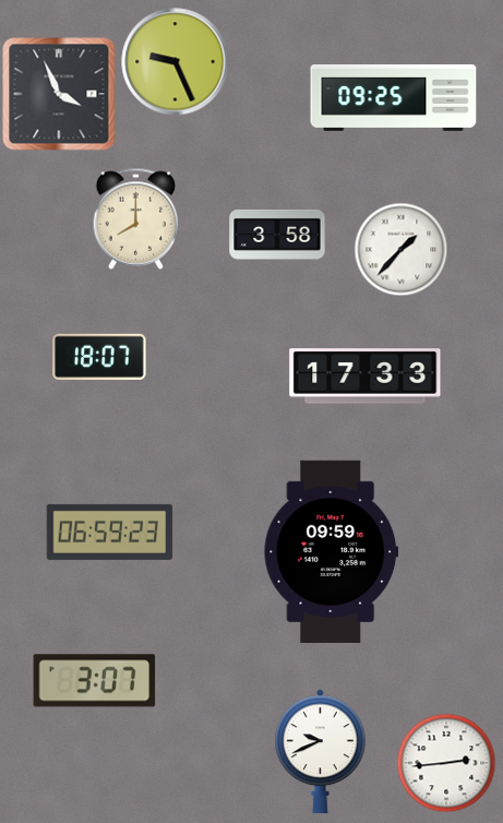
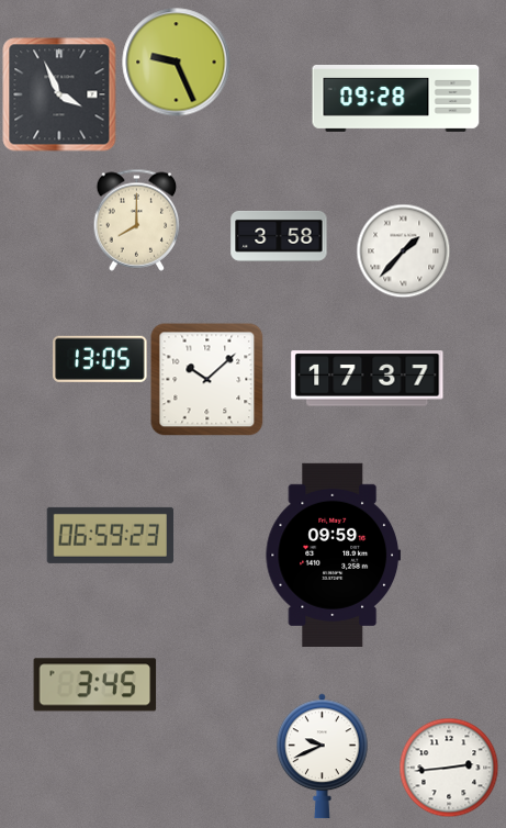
clock at (394, 98): 09:25 -> 09:28
clock at (99, 357): 18:07 -> 13:05
clock at (206, 379): none -> 10:08
clock at (366, 377): 17:33 -> 17:37
clock at (95, 681): 3:07 -> 3:45
